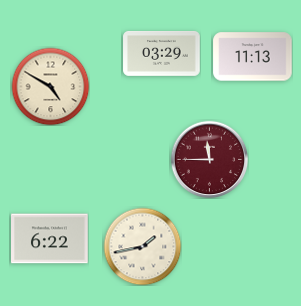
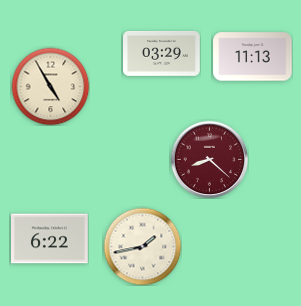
clock at (50, 86): 4:50 -> 4:55
clock at (209, 159): 11:45 -> 8:22
